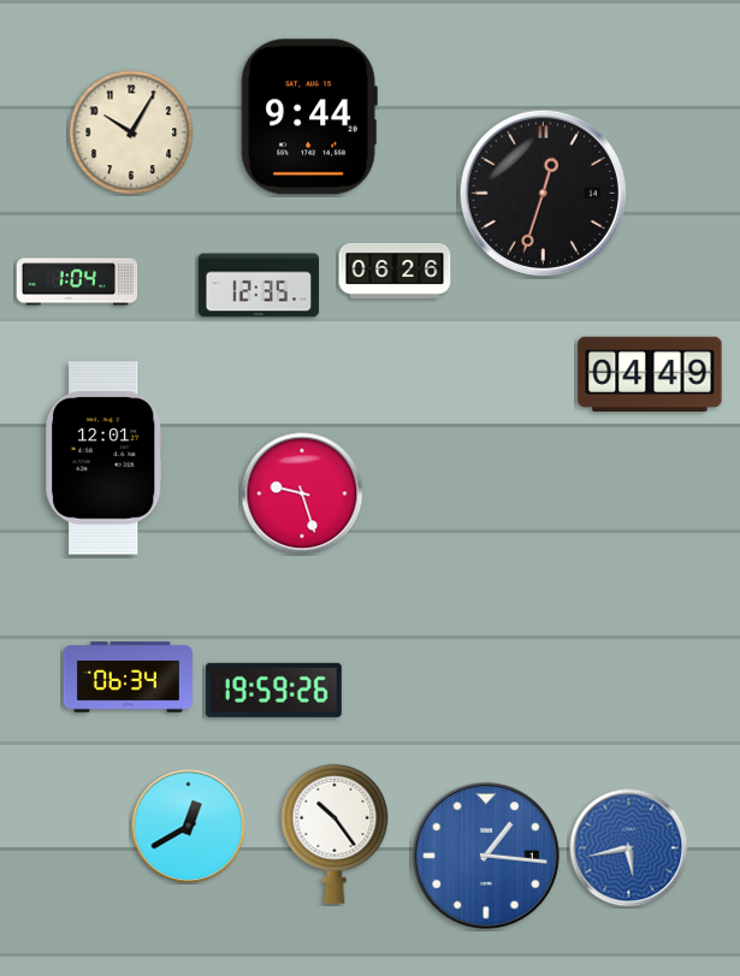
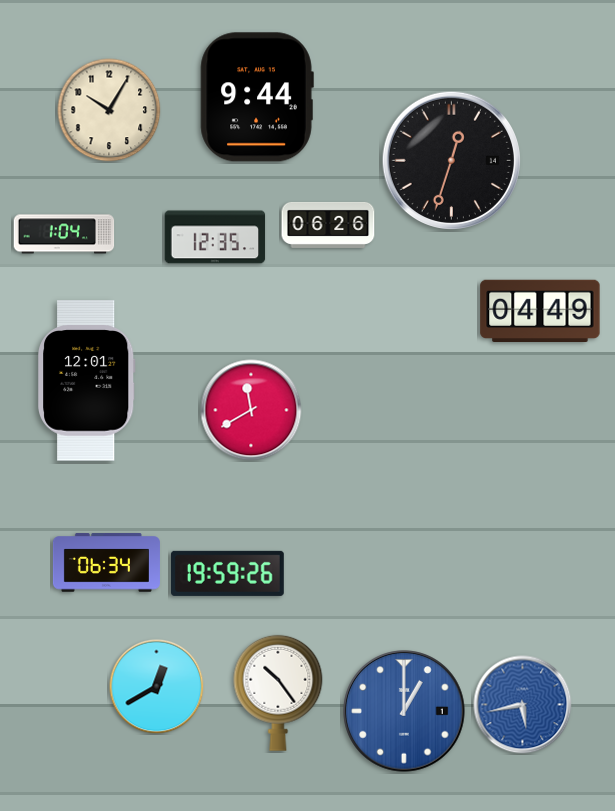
clock at (302, 493): 9:27 -> 11:40
clock at (486, 856): 1:16 -> 1:00
